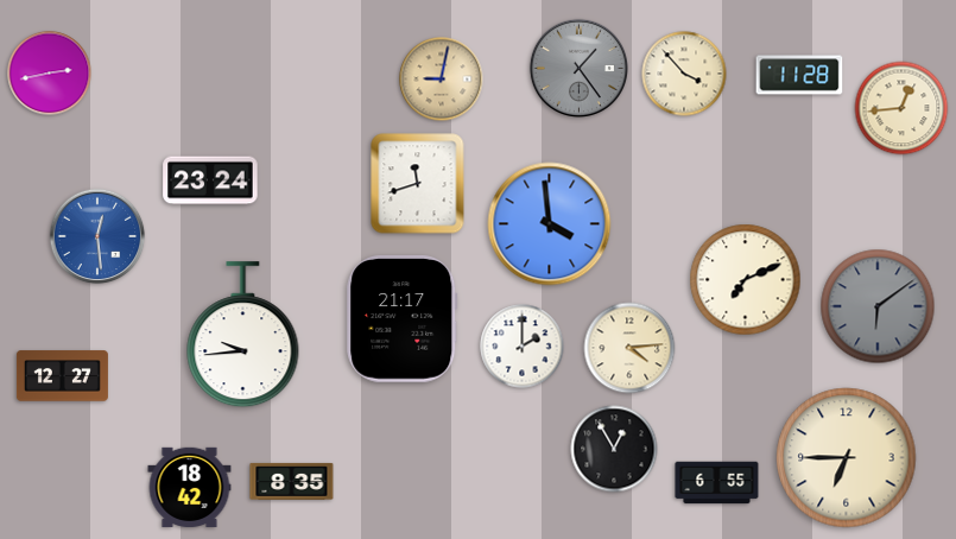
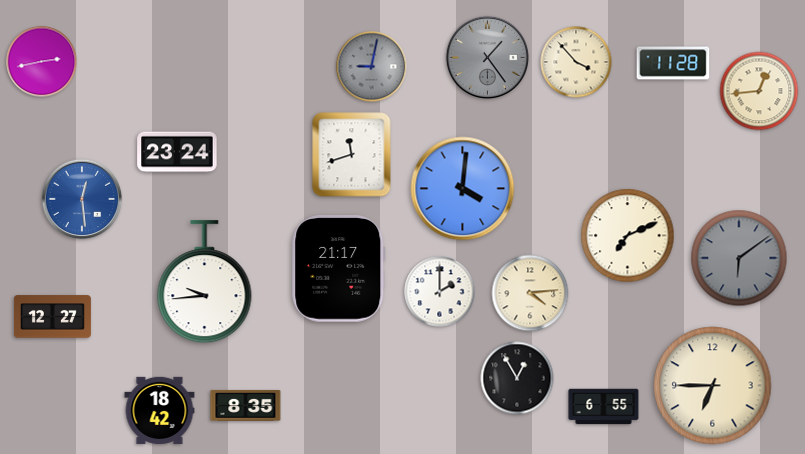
clock at (442, 80) dial: champagne -> grey
clock at (550, 224): 3:59 -> 4:01
